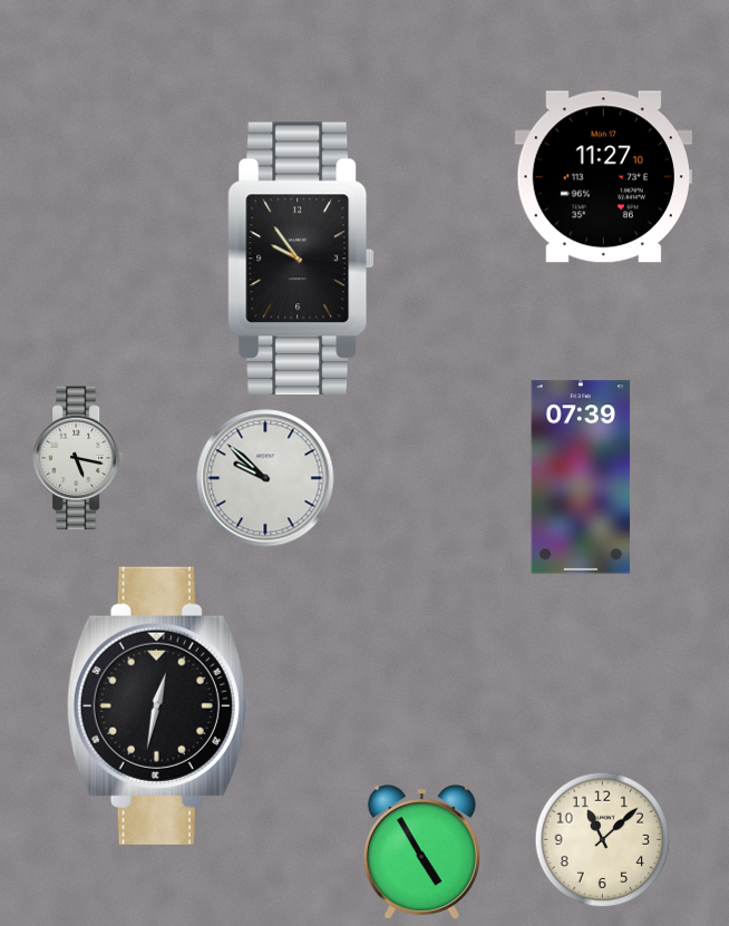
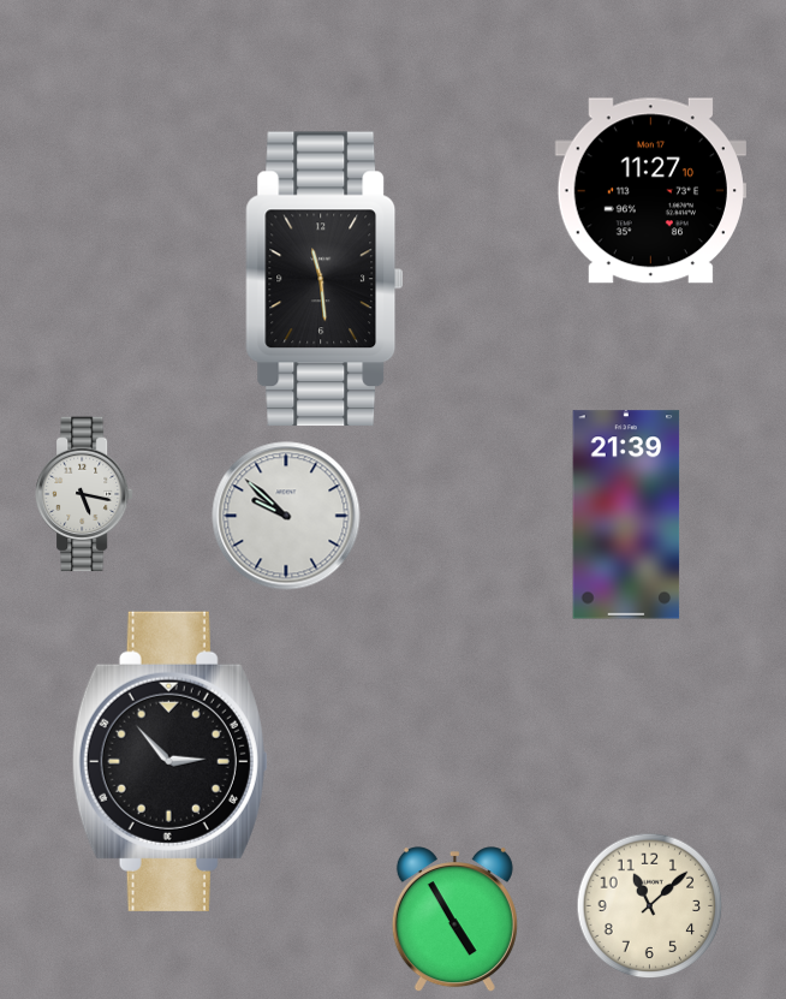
clock at (301, 259): 9:54 -> 11:29
clock at (581, 477): 07:39 -> 21:39
clock at (157, 705): 12:32 -> 2:53
